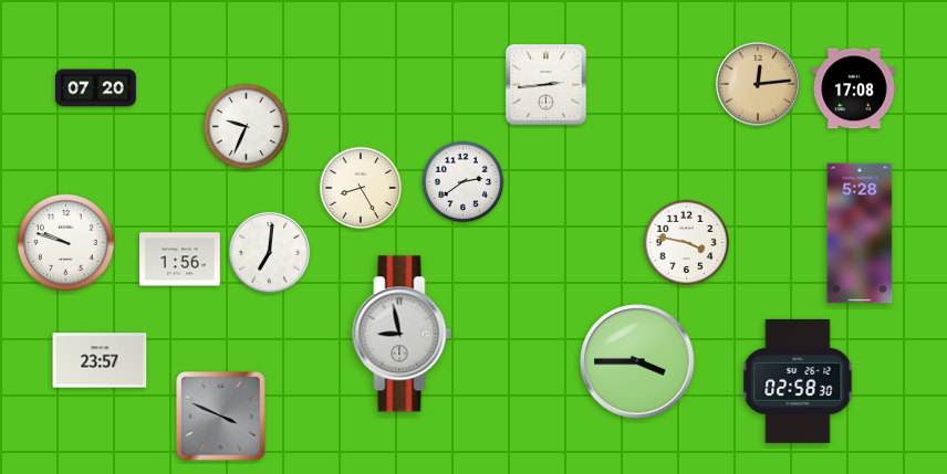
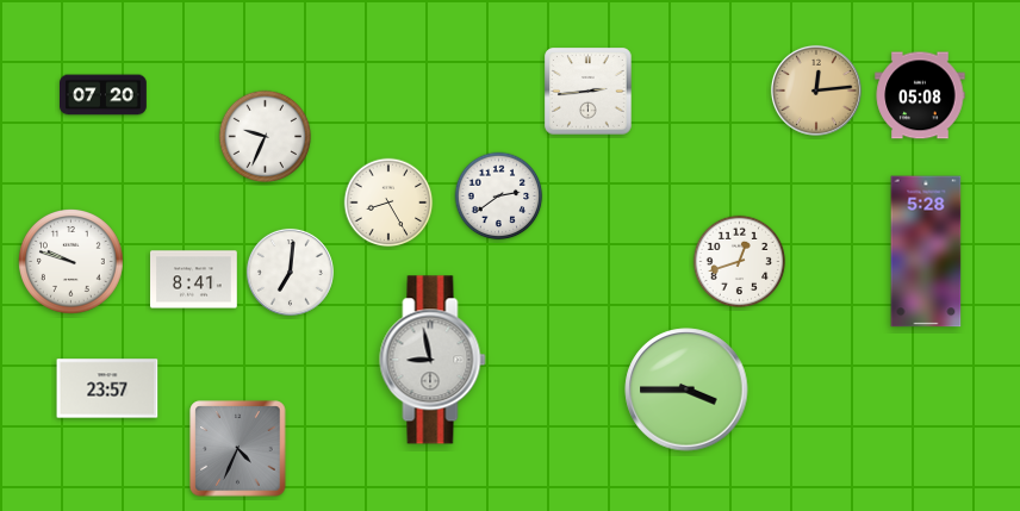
clock at (854, 88): 17:08 -> 05:08
clock at (687, 243): 3:47 -> 12:42
clock at (180, 260): 1:56 -> 8:41
clock at (798, 381): 02:58 -> none
clock at (221, 417): 3:49 -> 4:34
